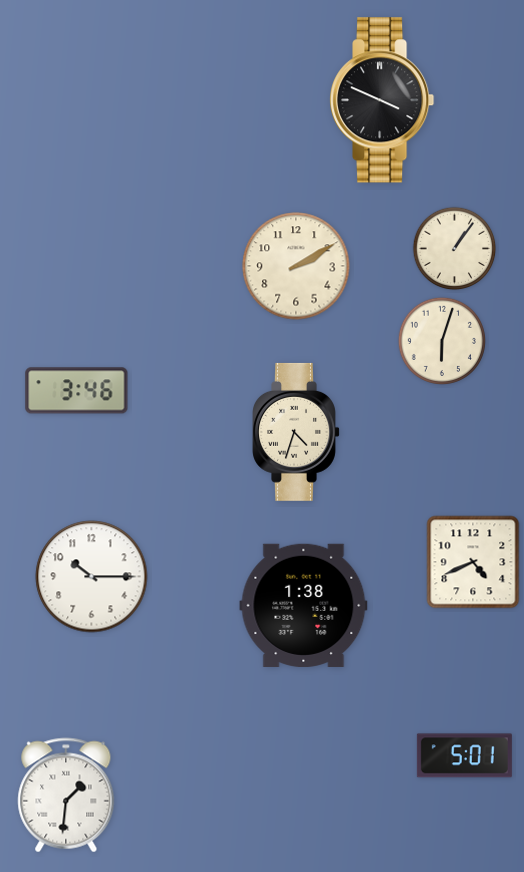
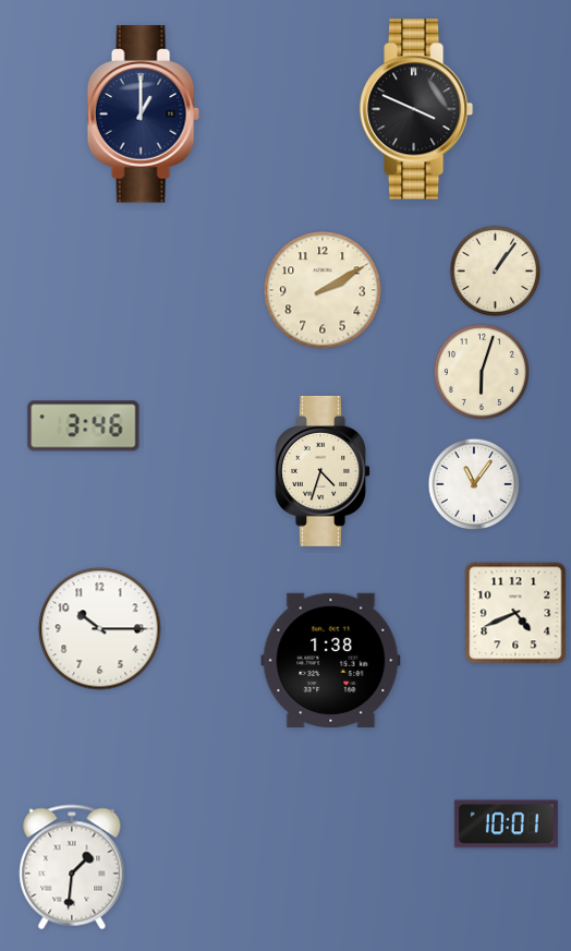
clock at (143, 115): none -> 1:00
clock at (474, 484): none -> 11:06
clock at (464, 756): 5:01 -> 10:01
